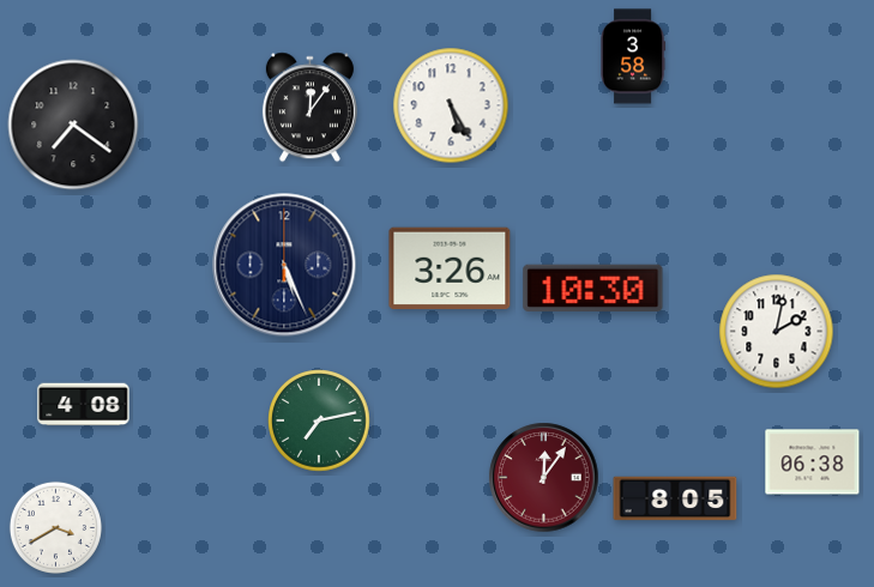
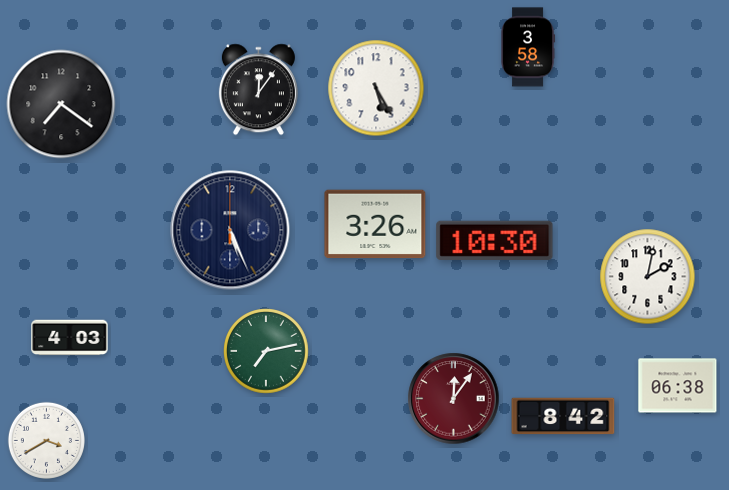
clock at (284, 265) position: (284, 265) -> (230, 230)
clock at (84, 405): 4:08 -> 4:03
clock at (675, 498): 8:05 -> 8:42
